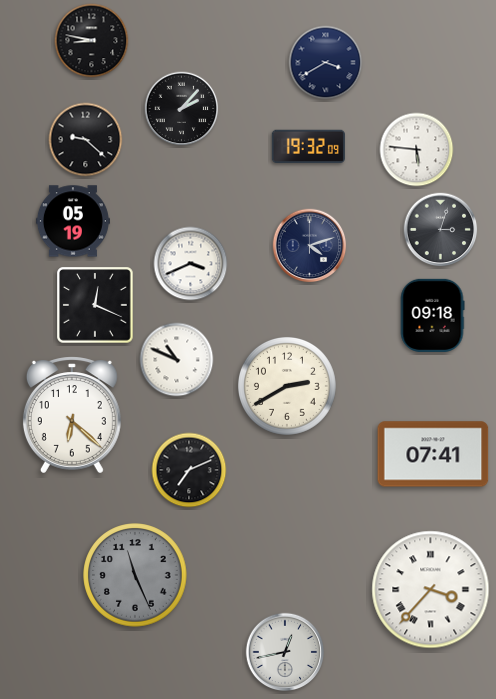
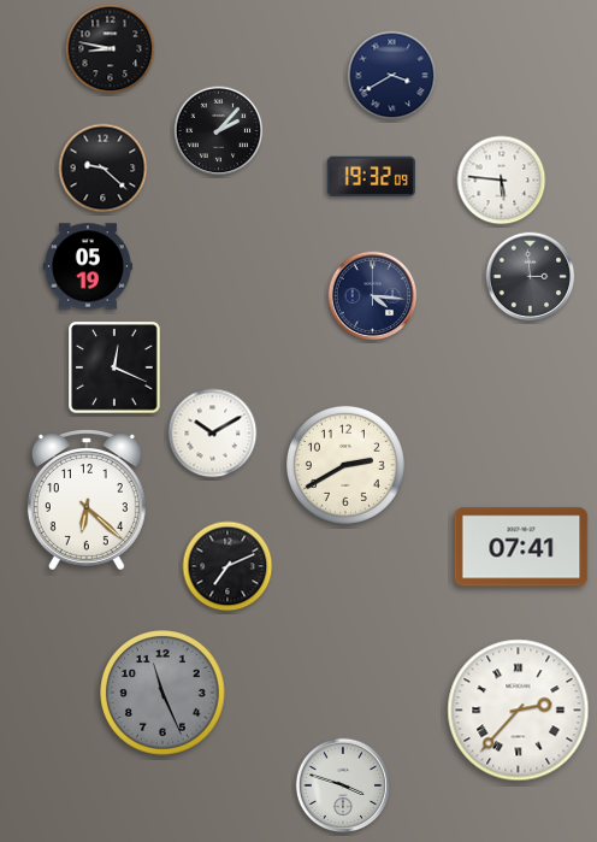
clock at (441, 230): 3:03 -> 2:59
clock at (310, 246): 4:12 -> 4:16
clock at (191, 264): 3:41 -> none
clock at (432, 315): 09:18 -> none
clock at (177, 360): 10:49 -> 10:10
clock at (431, 590): 3:37 -> 2:37
clock at (285, 652): 12:43 -> 3:48
